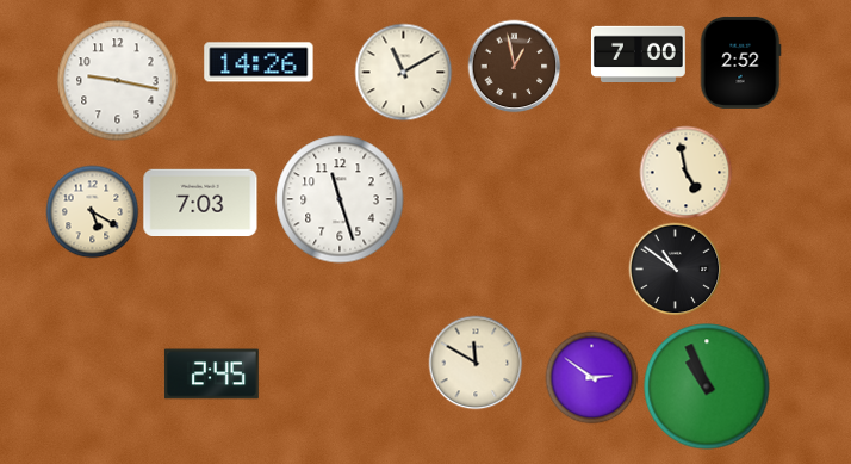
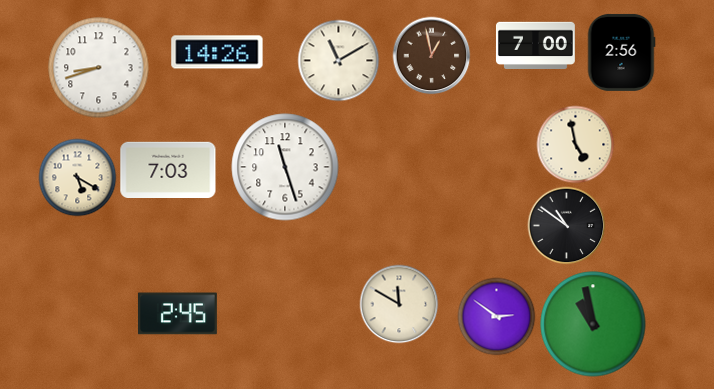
clock at (740, 62): 2:52 -> 2:56
clock at (118, 81): 9:17 -> 8:42
clock at (707, 386): 10:56 -> 10:58
